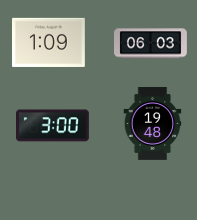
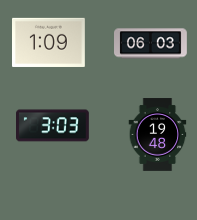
clock at (153, 124) position: (153, 124) -> (158, 135)
clock at (53, 126): 3:00 -> 3:03
